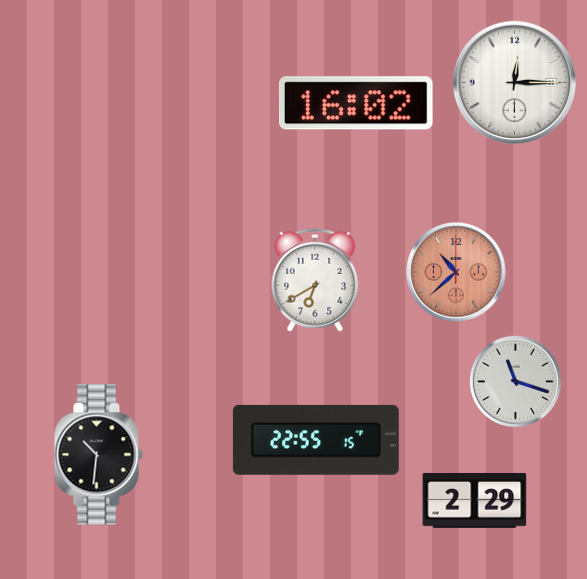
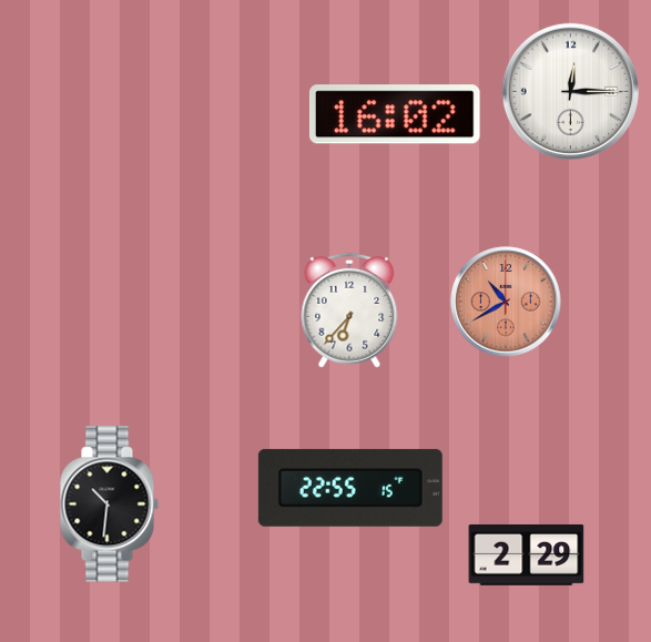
clock at (456, 272): 10:38 -> 10:40
clock at (315, 280): 6:40 -> 6:37
clock at (515, 381): 11:18 -> none
